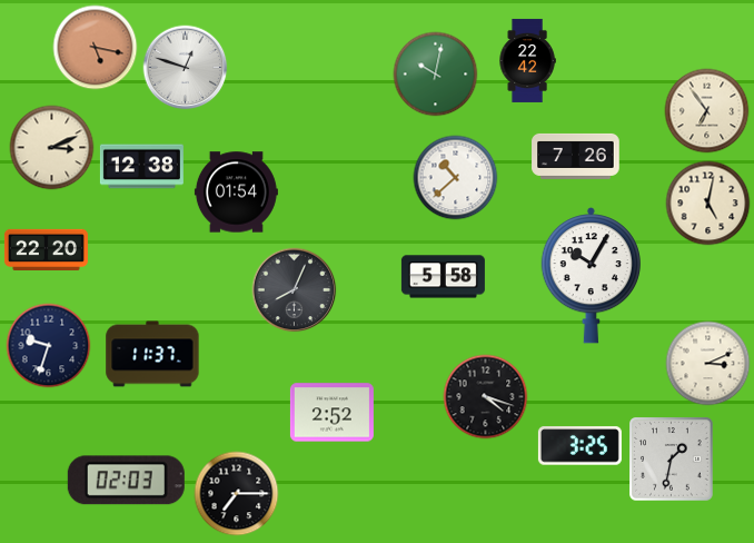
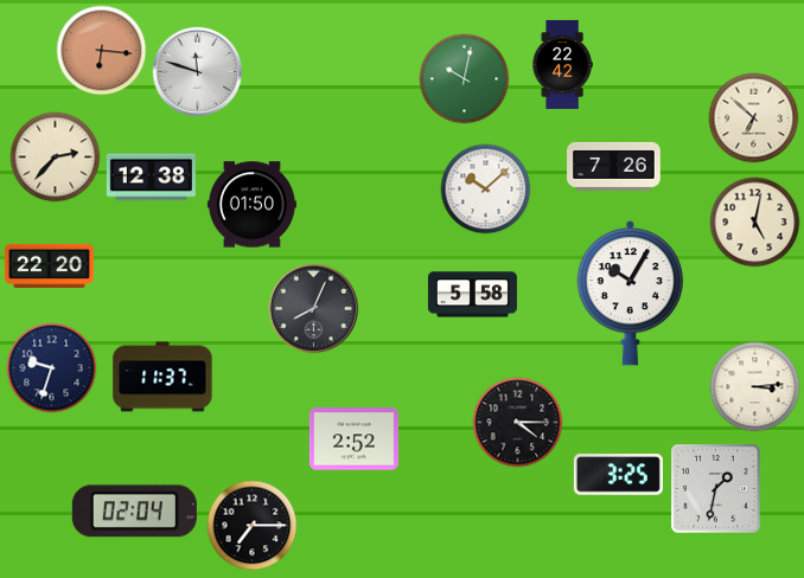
clock at (96, 48): 5:17 -> 6:16
clock at (186, 68): 12:48 -> 11:48
clock at (707, 111): 6:54 -> 6:52
clock at (52, 148): 3:11 -> 2:37
clock at (456, 178): 10:38 -> 10:08
clock at (236, 192): 01:54 -> 01:50
clock at (708, 204) position: (708, 204) -> (755, 223)
clock at (708, 364): 3:11 -> 3:14
clock at (486, 397): 4:18 -> 4:15
clock at (126, 481): 02:03 -> 02:04
